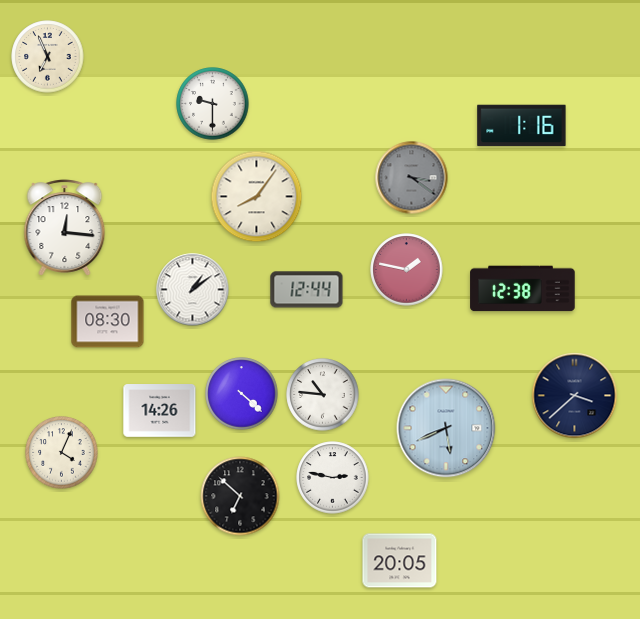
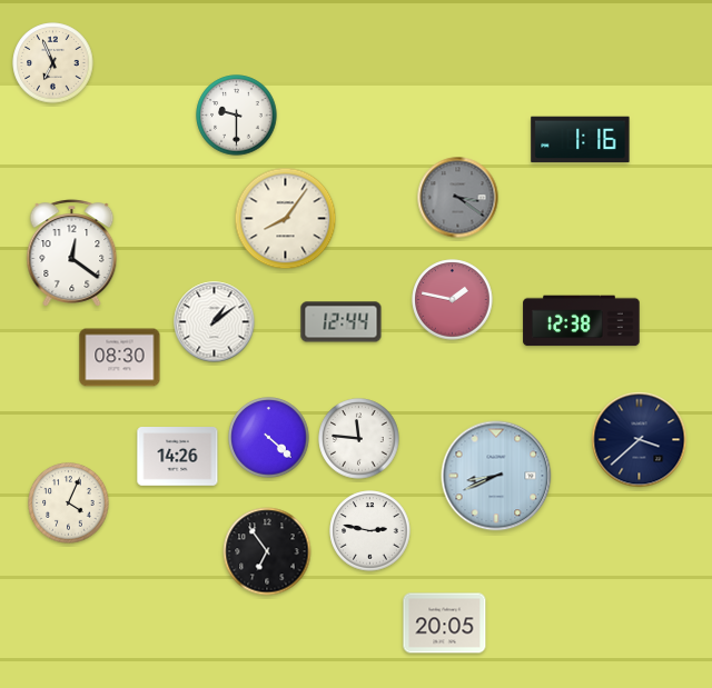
clock at (65, 228): 12:16 -> 12:21
clock at (323, 395): 10:46 -> 11:46
clock at (446, 428): 5:41 -> 8:41
clock at (240, 496): 6:52 -> 6:54
